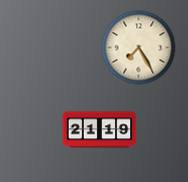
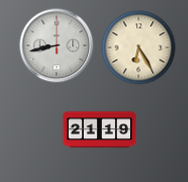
clock at (57, 46): none -> 8:43
clock at (139, 48): 7:25 -> 6:25
